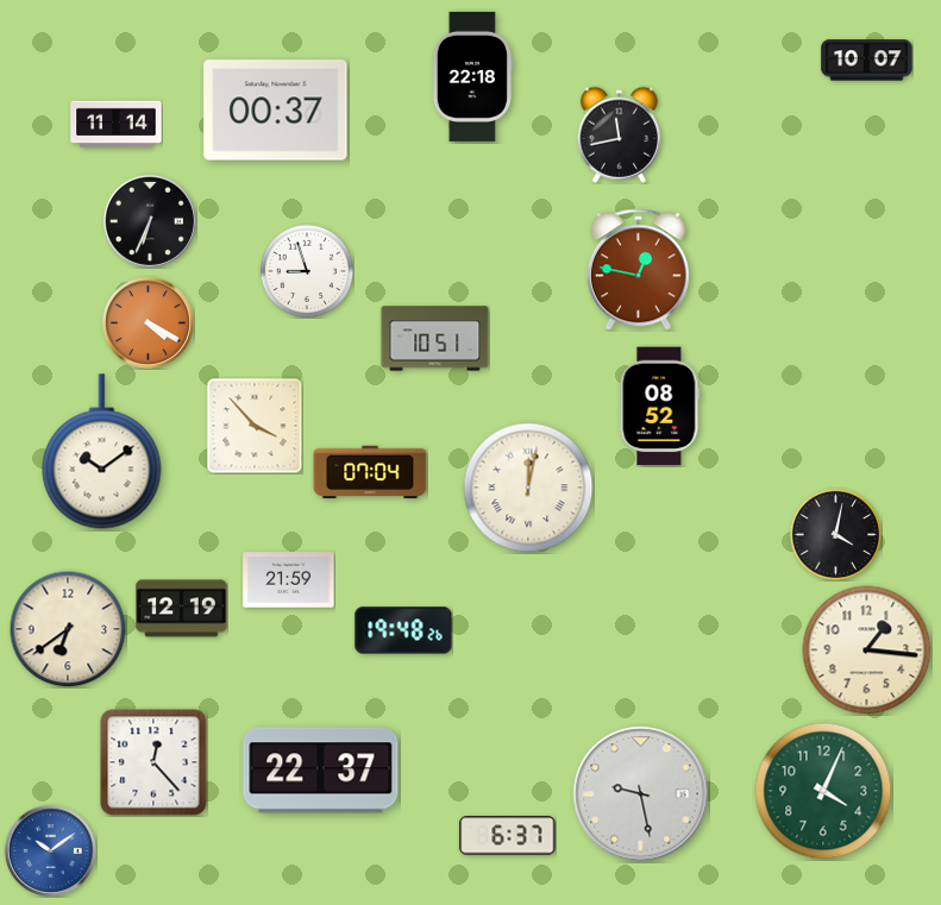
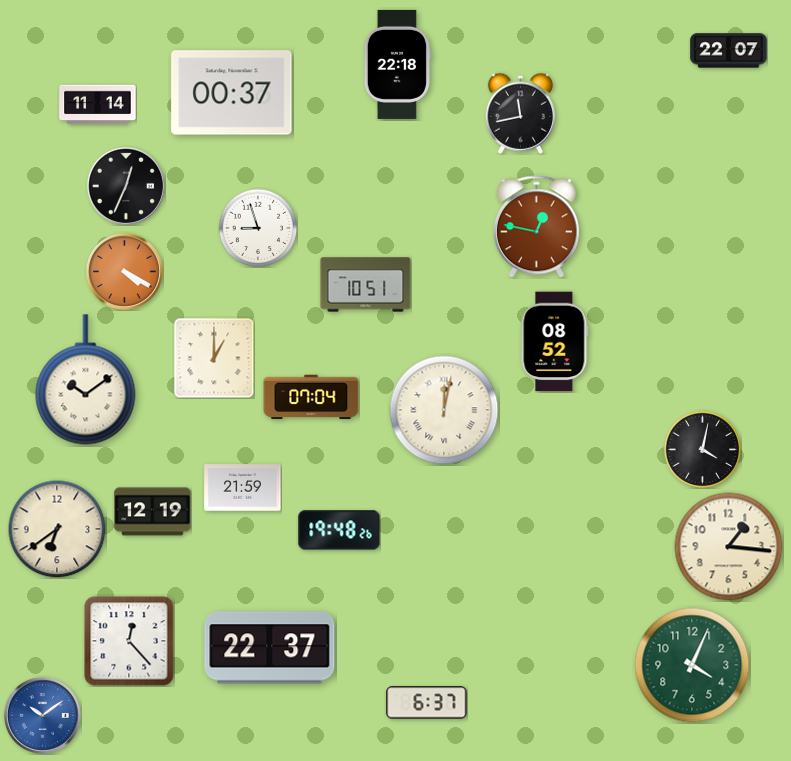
clock at (867, 61): 10:07 -> 22:07
clock at (150, 221): 6:34 -> 12:34
clock at (255, 426): 3:53 -> 1:00
clock at (641, 794): 9:28 -> none
